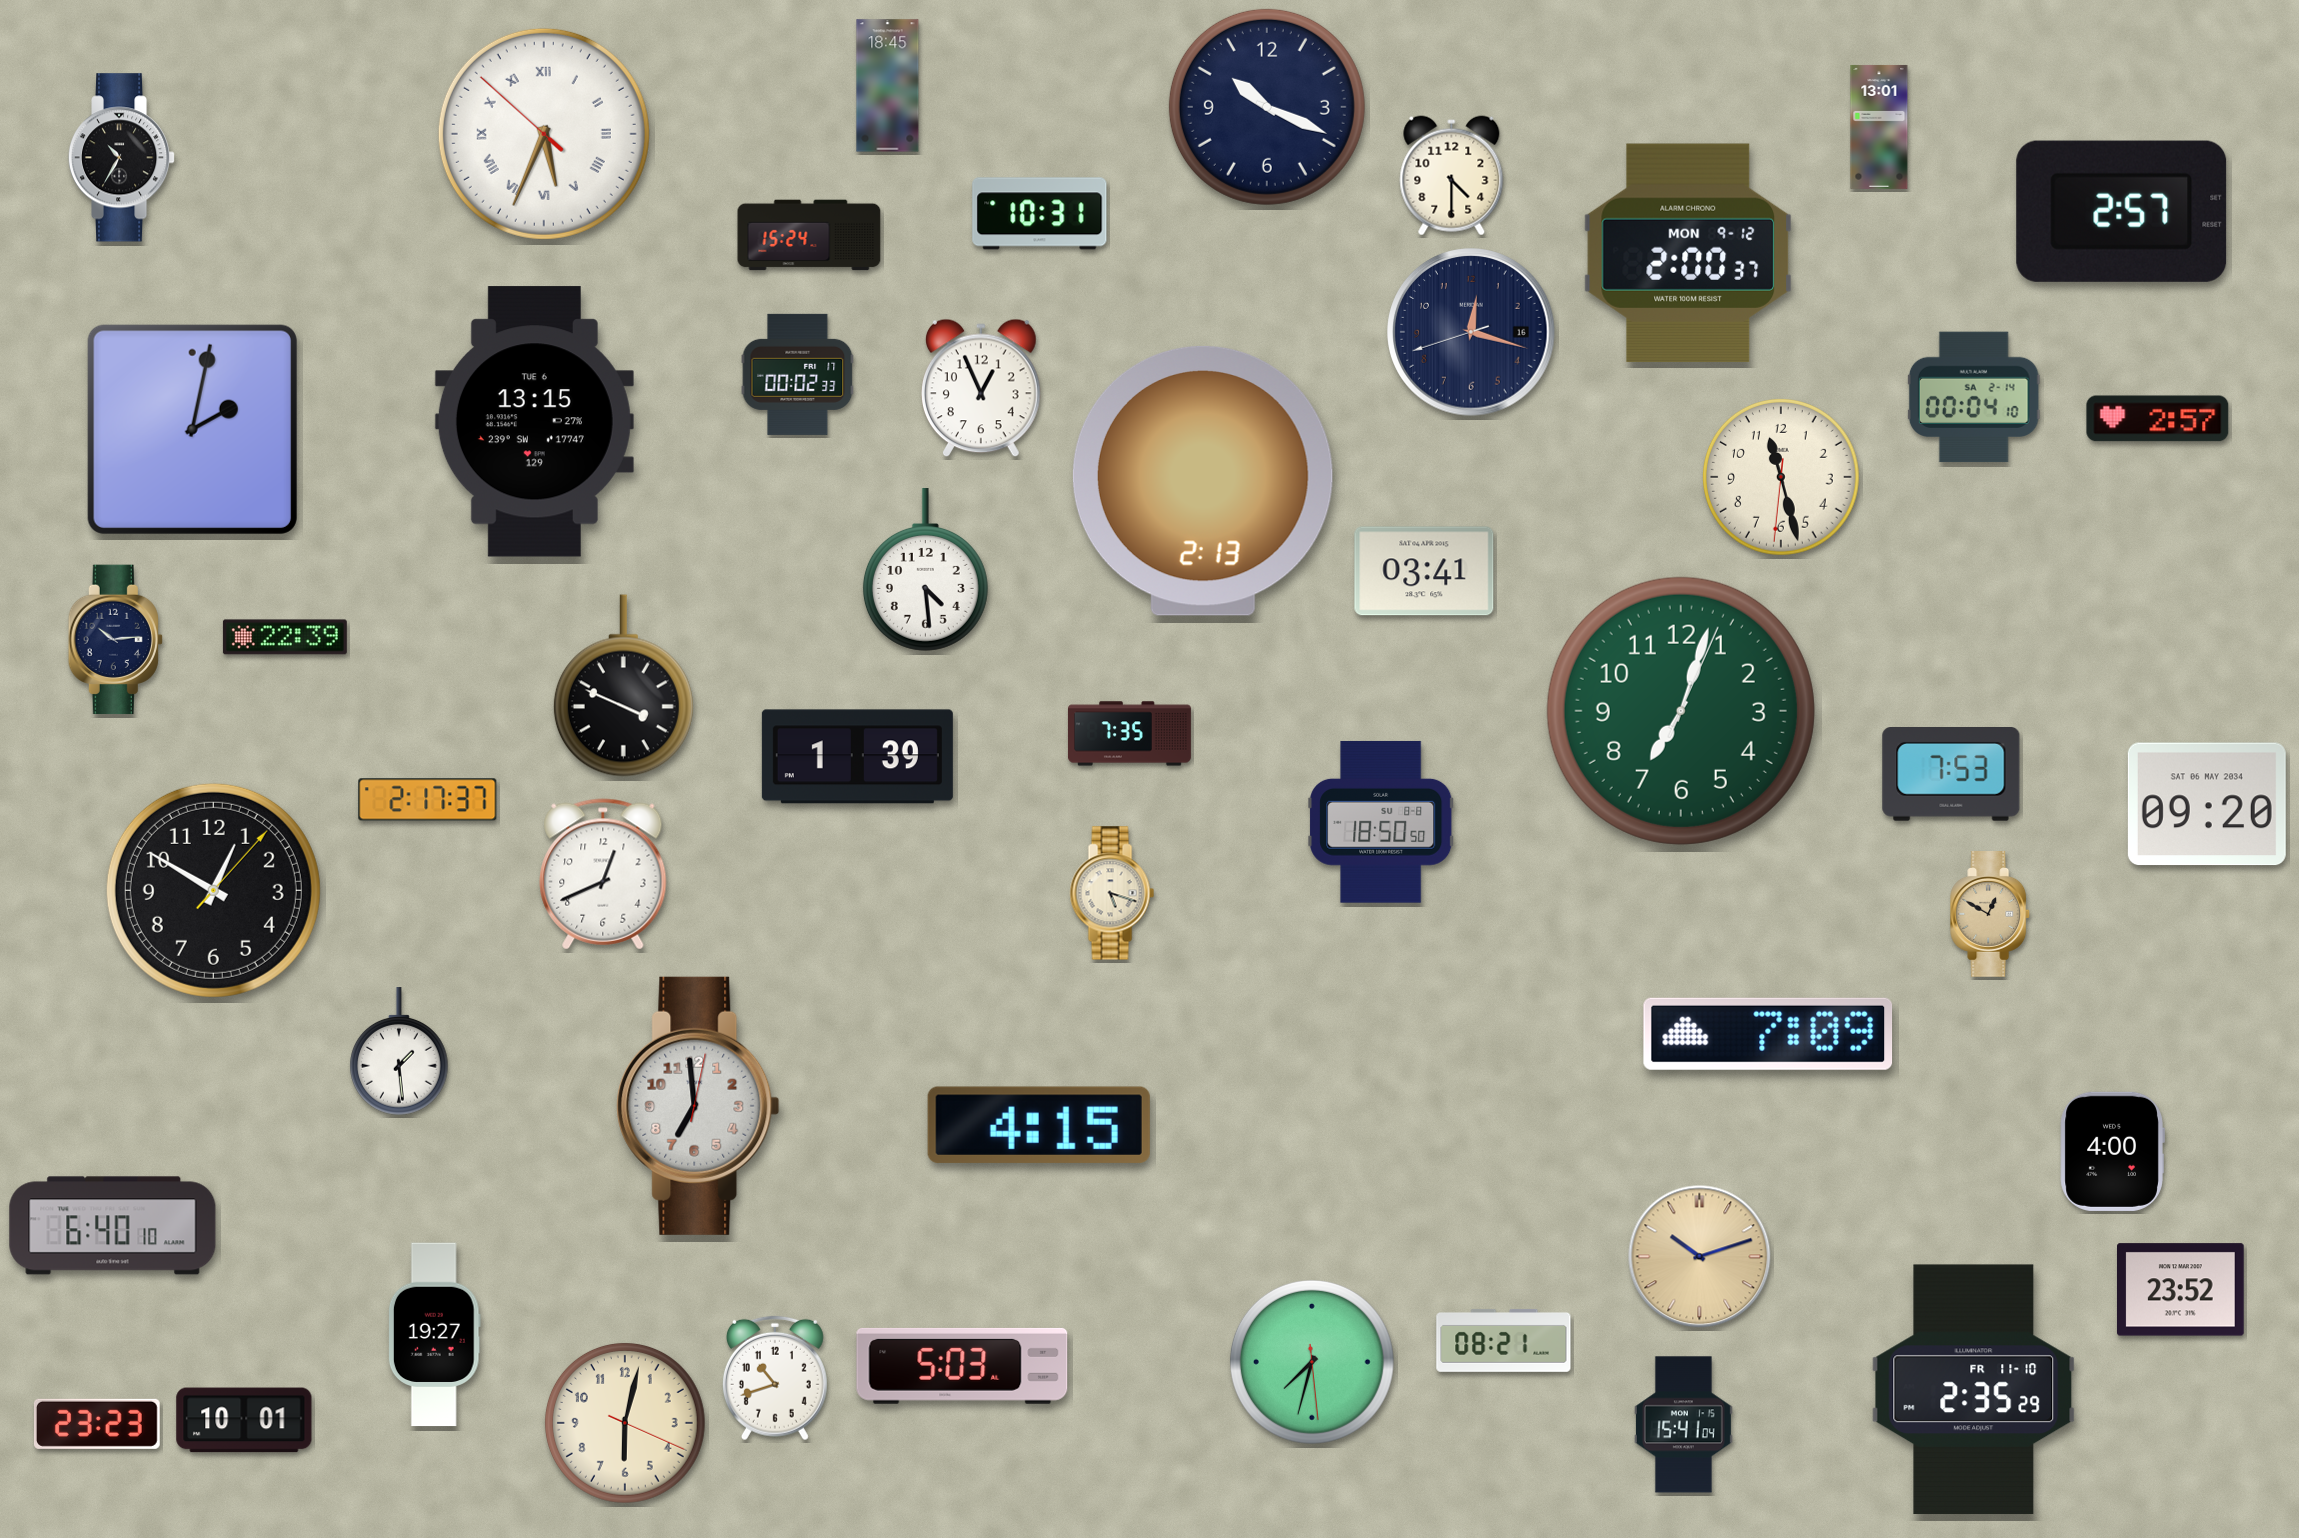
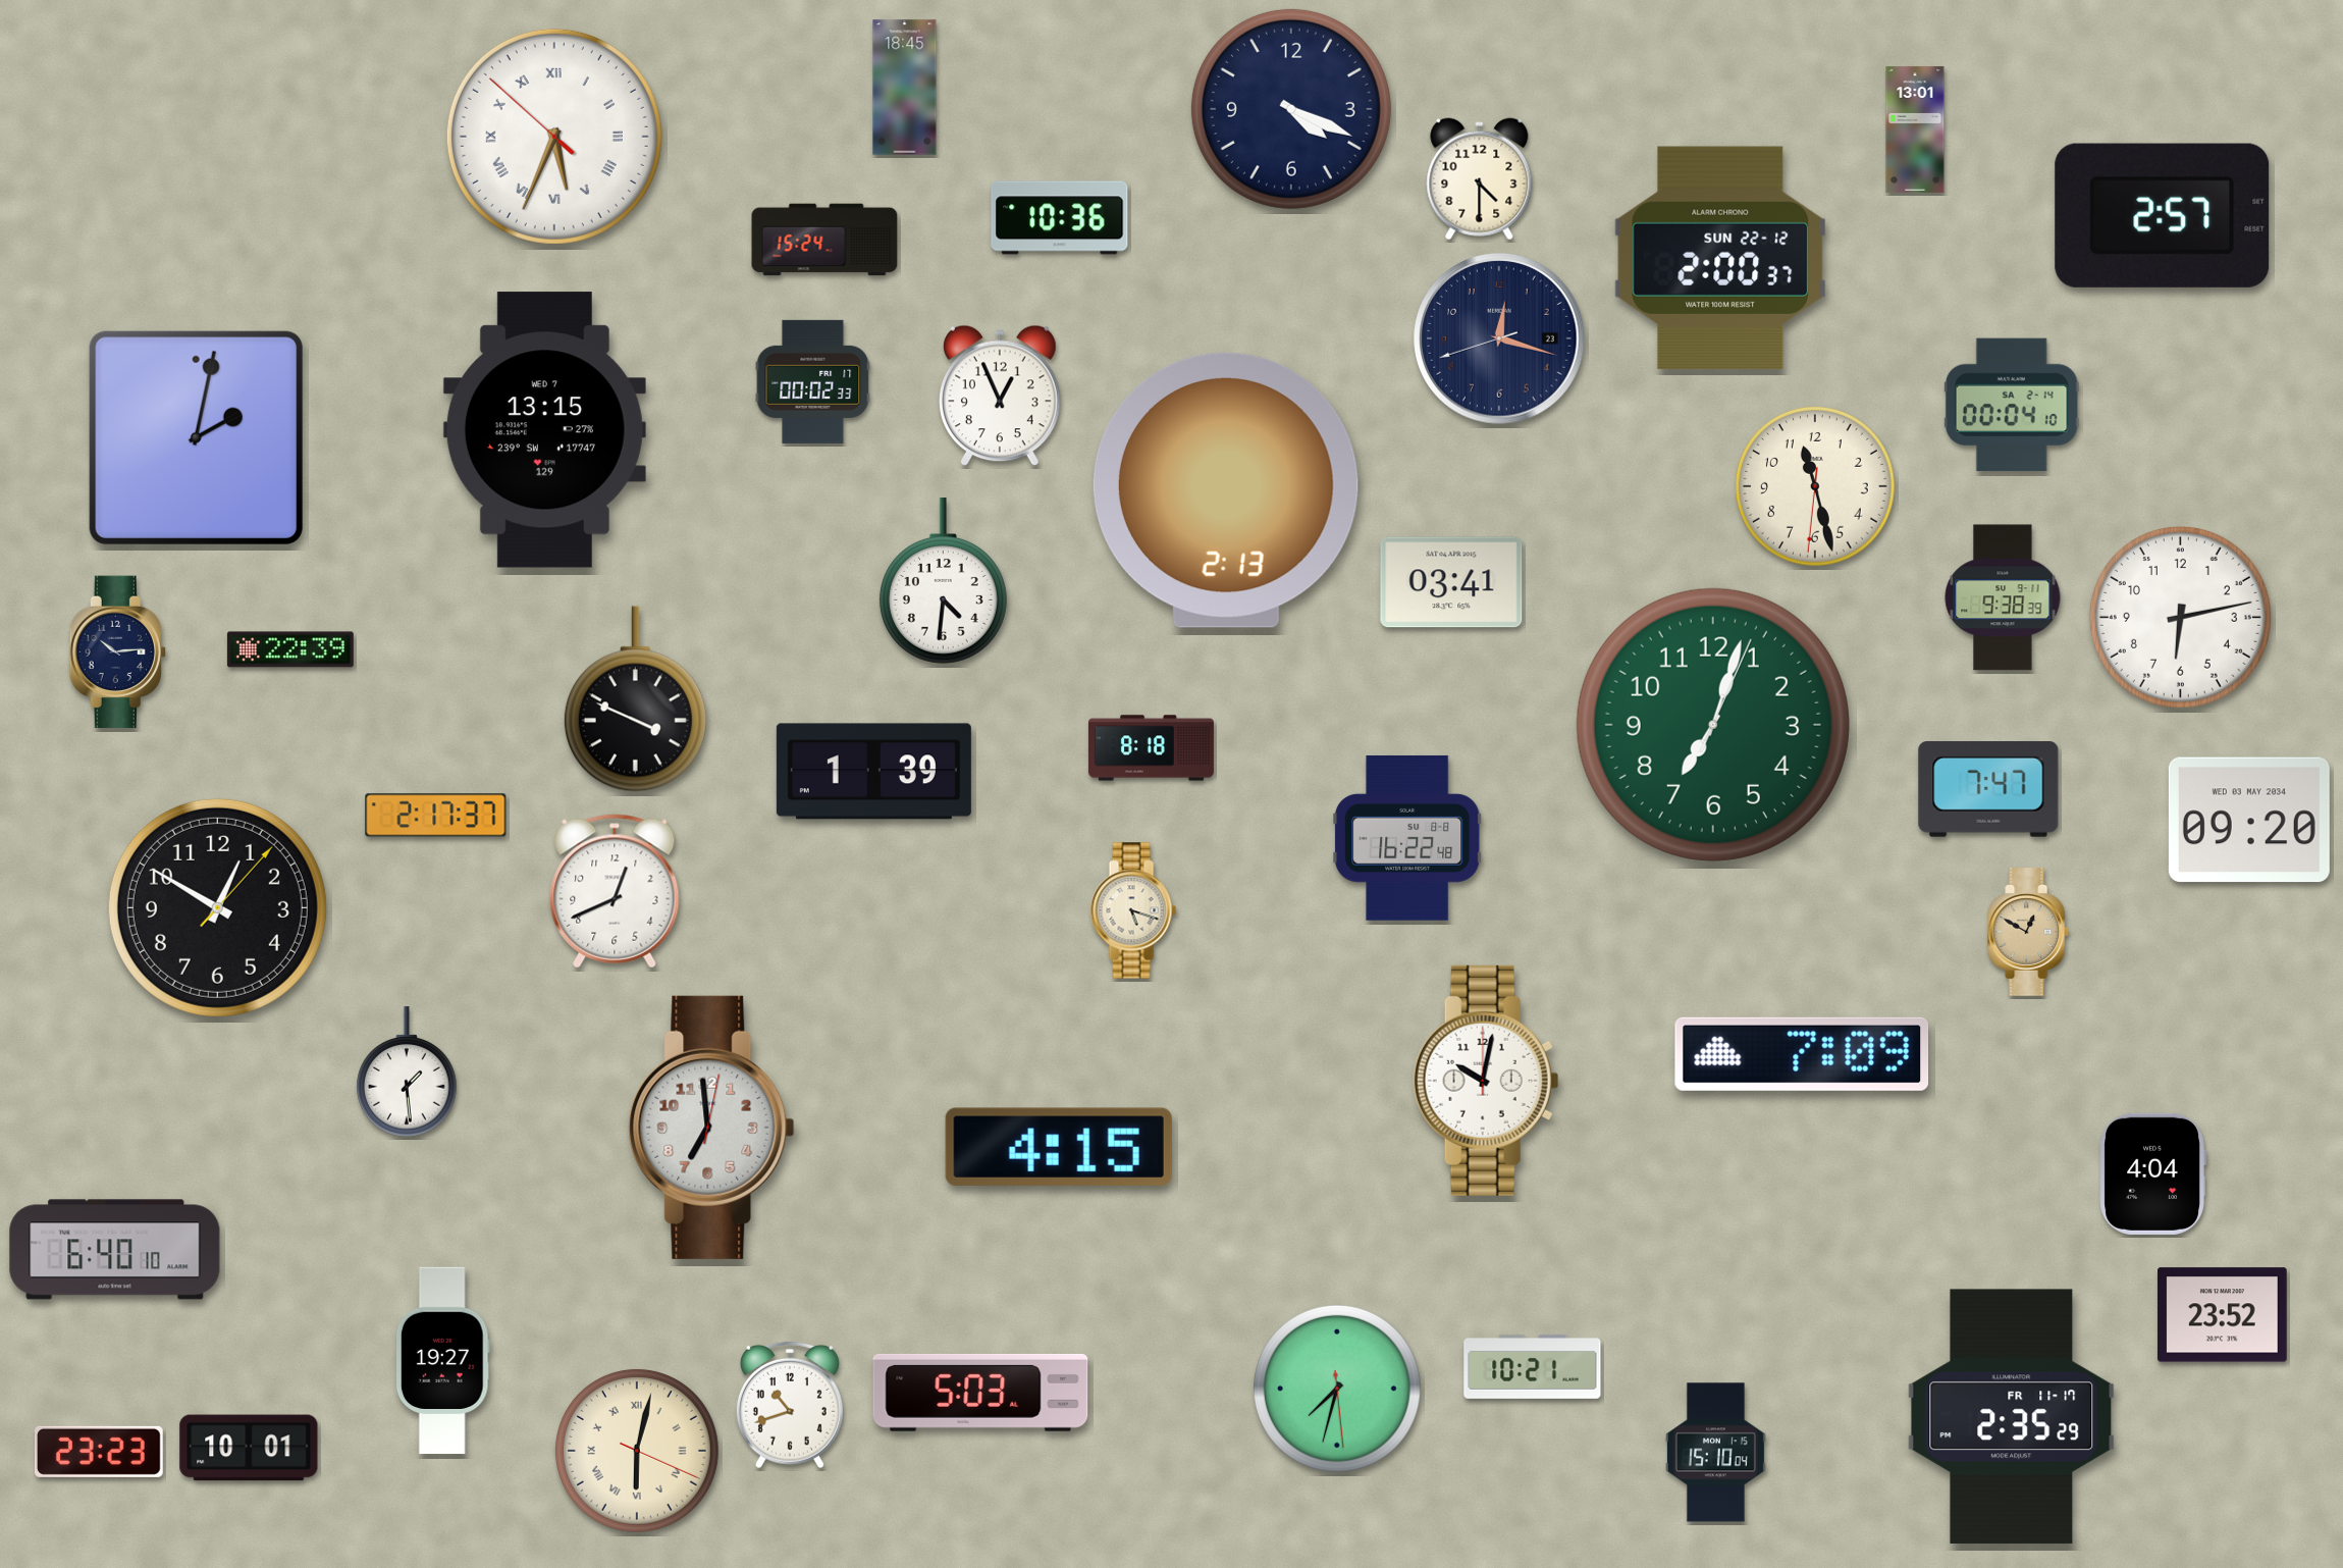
clock at (1267, 107): 10:19 -> 4:19
clock at (122, 158): 10:35 -> none
clock at (1040, 214): 10:31 -> 10:36
clock at (1688, 253) date: MON 9-12 -> SUN 22-12
clock at (1471, 332) date: 16 -> 23
clock at (2158, 419): 2:57 -> none
clock at (534, 422) date: TUE 6 -> WED 7
clock at (925, 570): 4:29 -> 4:31
clock at (2003, 597): none -> 9:38
clock at (2180, 617): none -> 6:13
clock at (1129, 734): 7:35 -> 8:18
clock at (1951, 775): 7:53 -> 7:47
clock at (2207, 804) date: SAT 06 MAY 2034 -> WED 03 MAY 2034
clock at (1381, 822): 18:50 -> 16:22
clock at (1486, 1081): none -> 10:02
clock at (2112, 1151): 4:00 -> 4:04
clock at (1700, 1257): 10:12 -> none
clock at (1504, 1340): 08:21 -> 10:21
clock at (1974, 1390) date: FR 11-10 -> FR 11-17
clock at (625, 1423) numerals: Arabic -> Roman
clock at (1683, 1425): 15:41 -> 15:10
